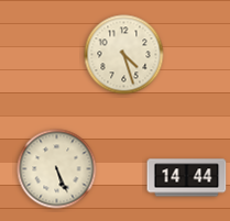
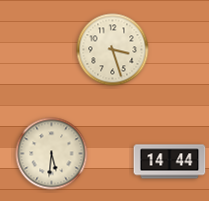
clock at (124, 55): 4:27 -> 3:27
clock at (57, 169): 5:26 -> 5:31
